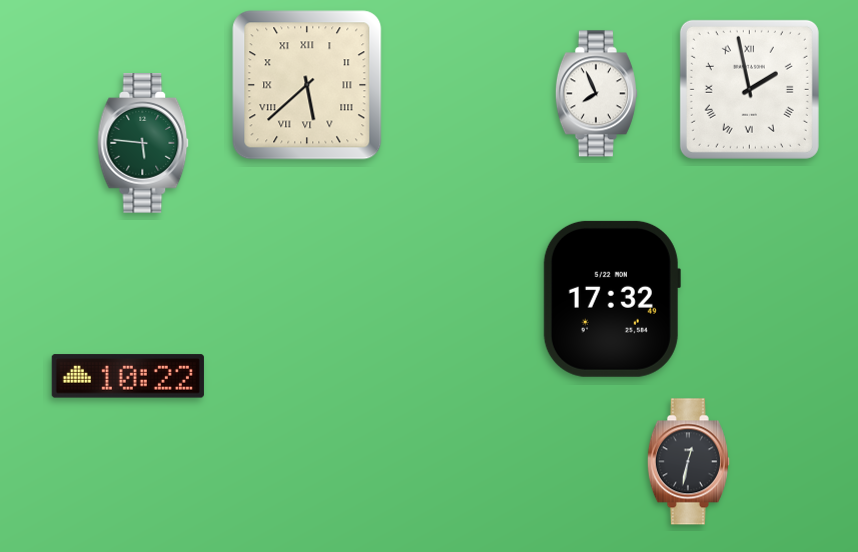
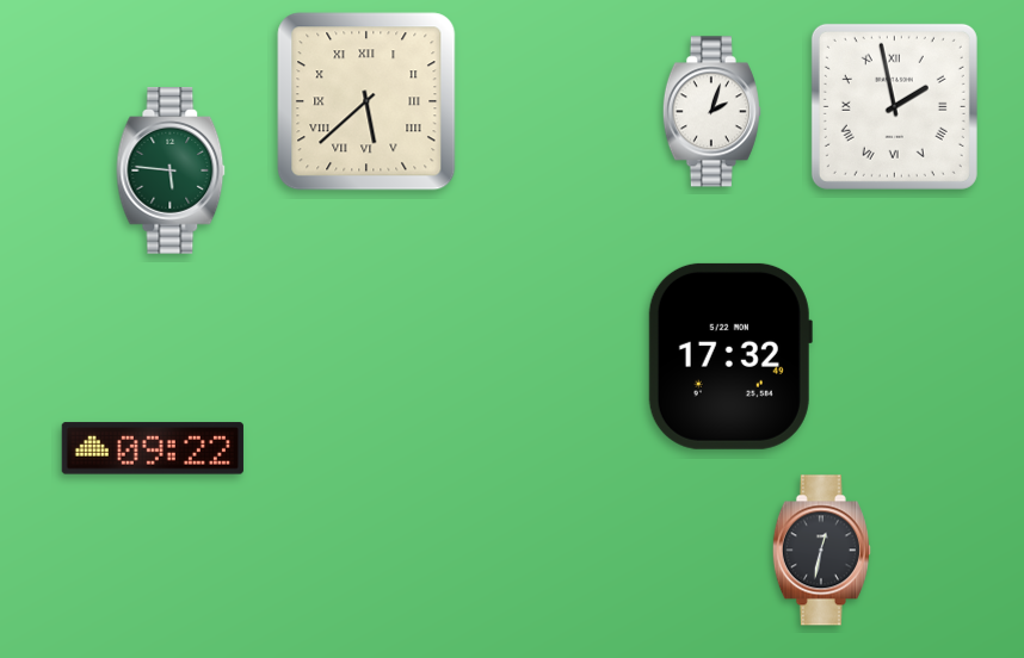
clock at (596, 94): 7:56 -> 2:03
clock at (128, 376): 10:22 -> 09:22
